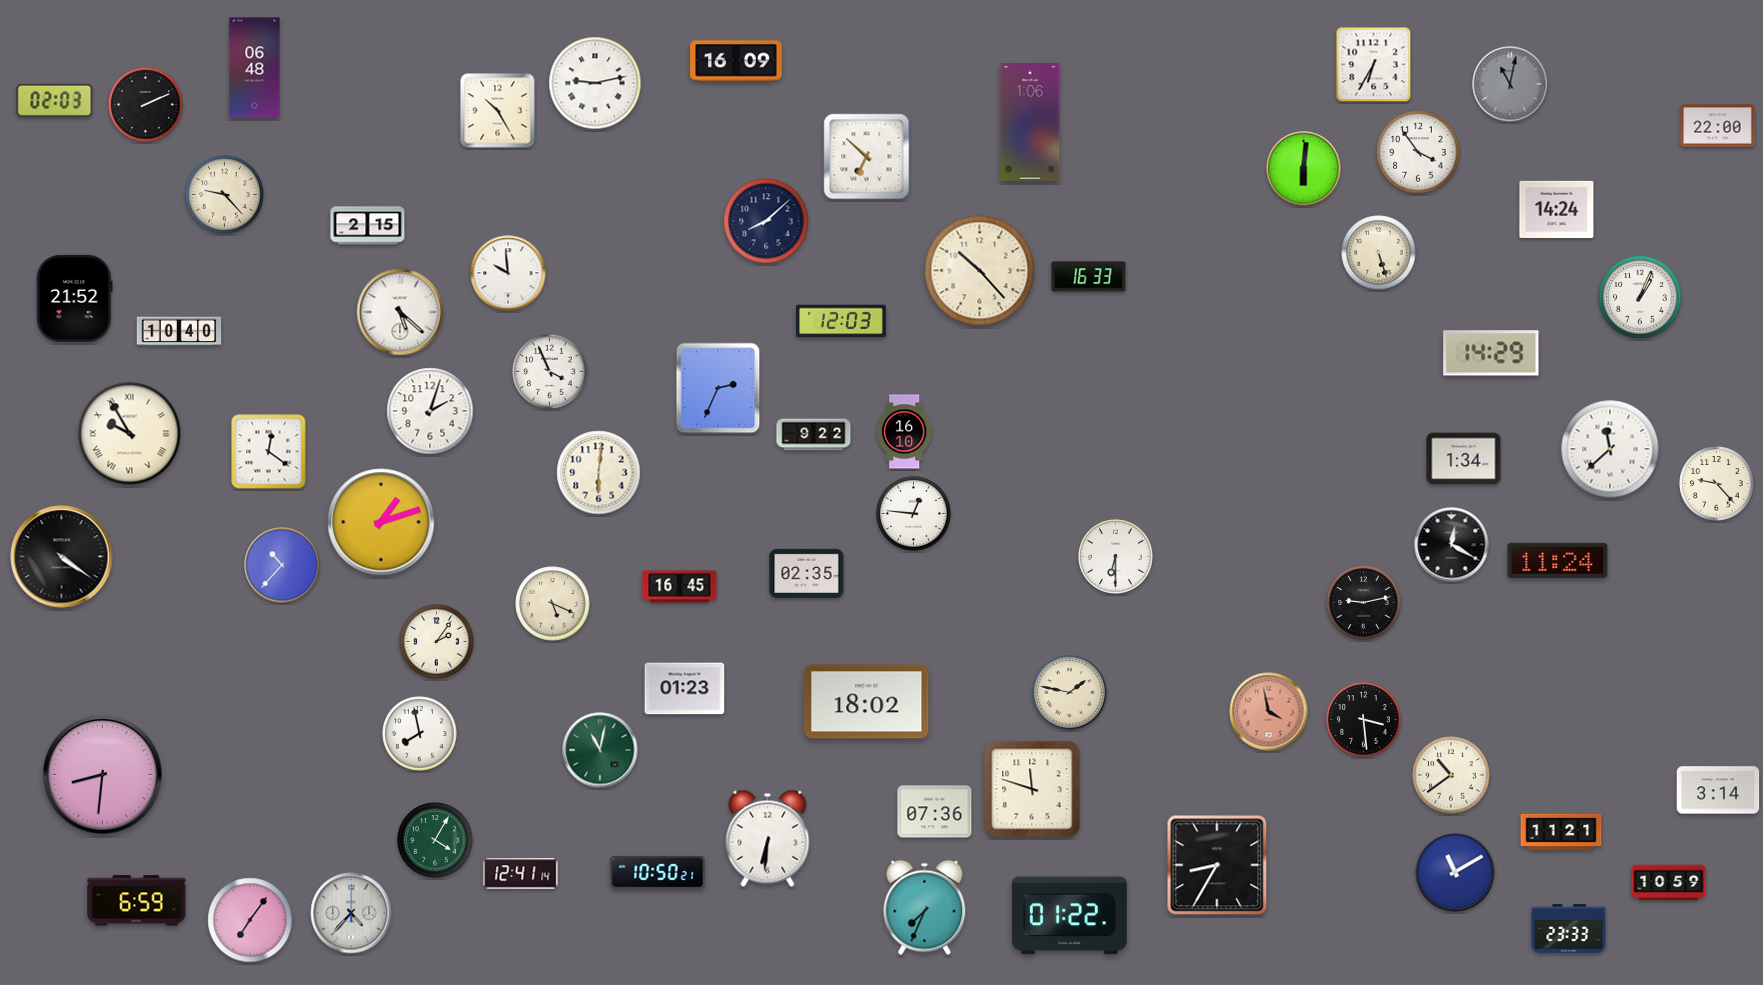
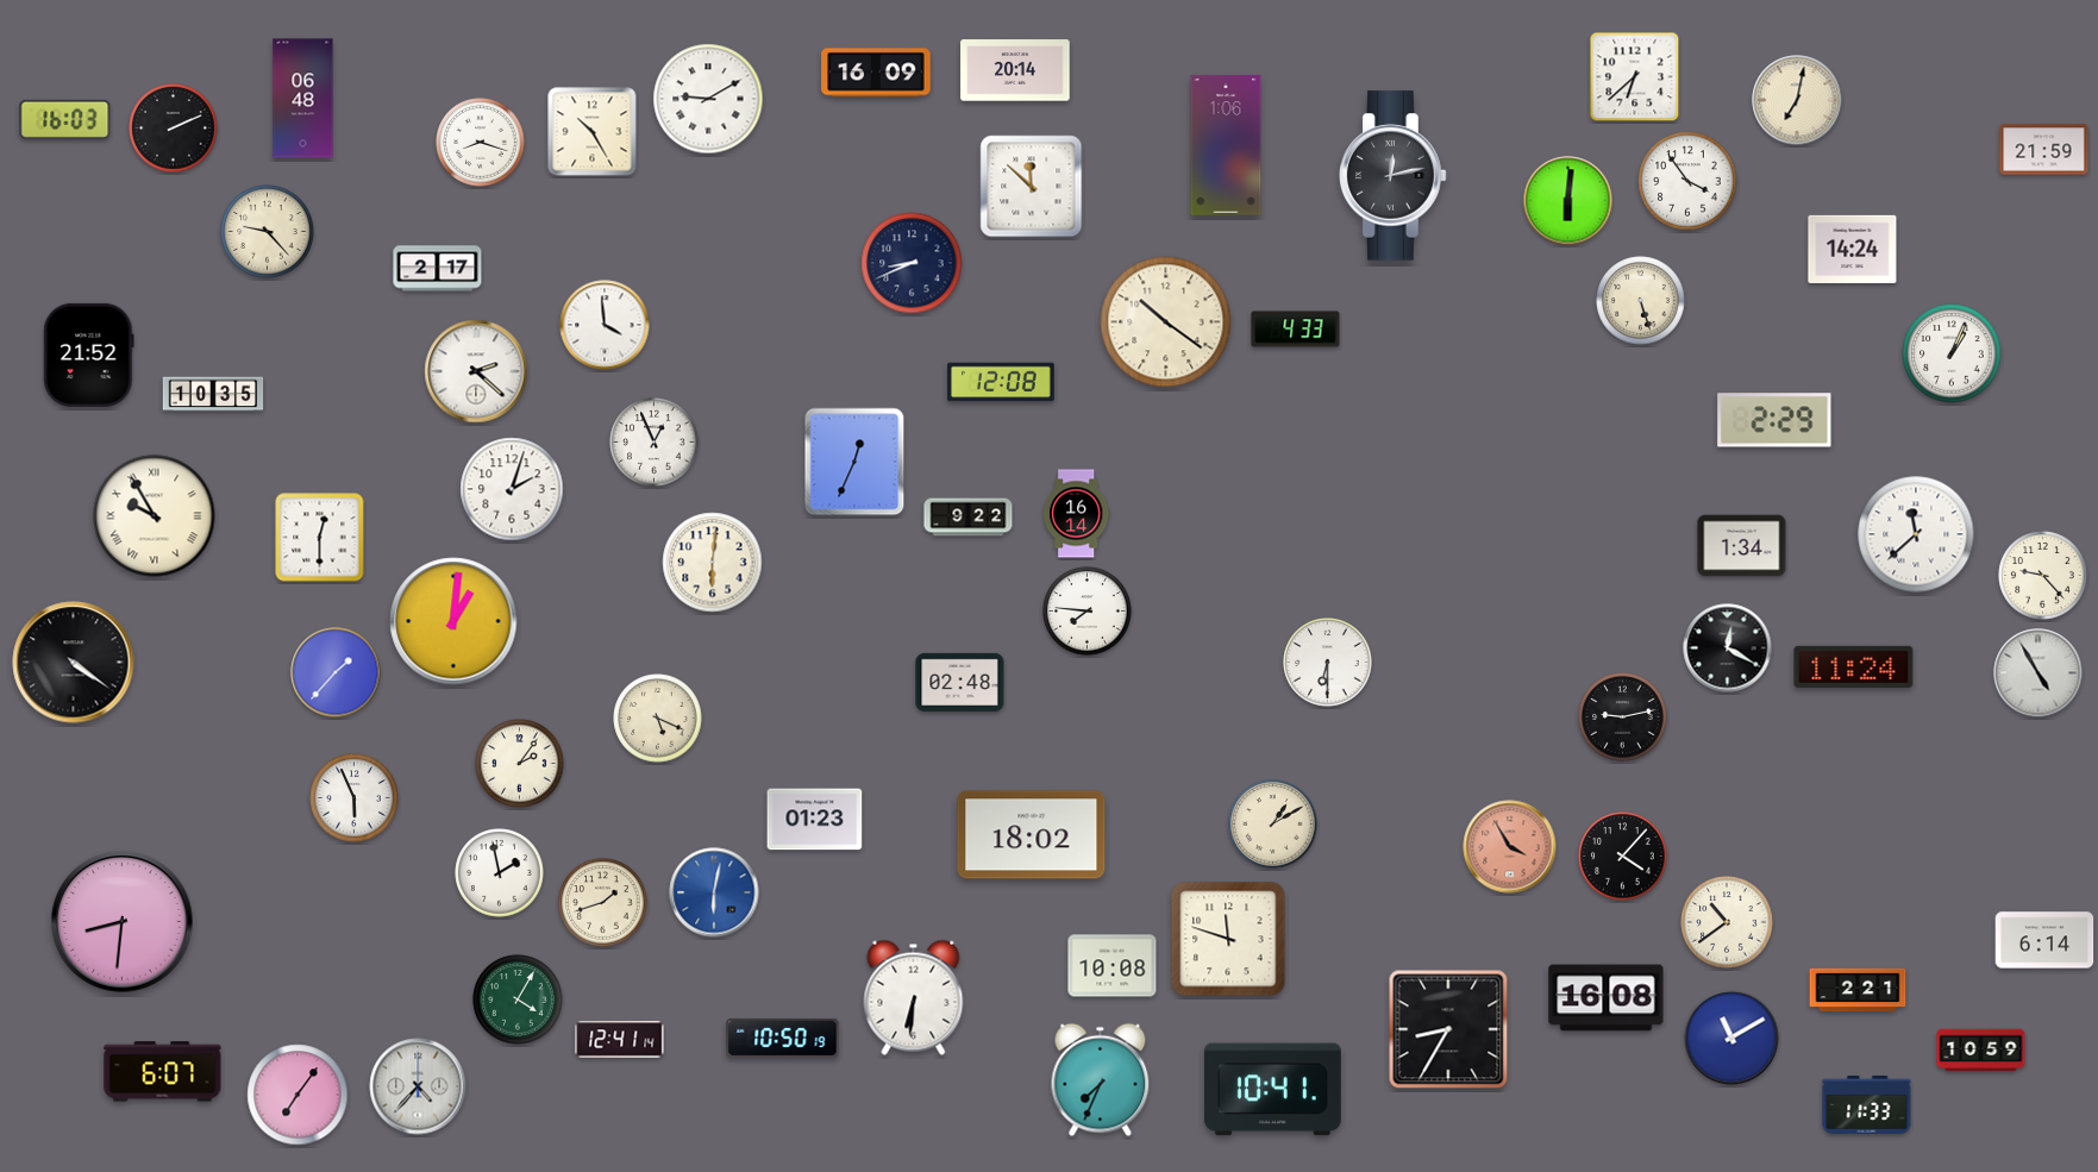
clock at (1015, 70): none -> 20:14
clock at (1374, 65): 6:35 -> 6:38
clock at (255, 68) position: (255, 68) -> (303, 99)
clock at (595, 83): 9:13 -> 9:10
clock at (1510, 84): 11:02 -> 7:02
clock at (1510, 84) dial: grey -> cream
clock at (55, 100): 02:03 -> 16:03
clock at (146, 105) position: (146, 105) -> (174, 129)
clock at (481, 143): none -> 8:18
clock at (1718, 126): 22:00 -> 21:59
clock at (1394, 176): none -> 12:13
clock at (867, 157): 6:52 -> 11:52
clock at (1304, 169) position: (1304, 169) -> (1568, 201)
clock at (766, 221): 8:08 -> 8:41
clock at (368, 226): 2:15 -> 2:17
clock at (980, 271): 10:23 -> 10:21
clock at (508, 273): 9:59 -> 3:59
clock at (1089, 277): 16:33 -> 4:33
clock at (400, 312): 5:22 -> 2:22
clock at (841, 321): 12:03 -> 12:08
clock at (179, 331): 10:40 -> 10:35
clock at (1491, 353): 14:29 -> 2:29
clock at (550, 372): 3:56 -> 12:56
clock at (718, 388): 2:34 -> 12:34
clock at (904, 432): 16:10 -> 16:14
clock at (269, 452): 12:21 -> 12:30
clock at (914, 514): 12:46 -> 7:46
clock at (381, 522): 1:12 -> 1:01
clock at (282, 565): 10:37 -> 1:37
clock at (2038, 673): none -> 4:55
clock at (807, 573): 02:35 -> 02:48
clock at (680, 587): 16:45 -> none
clock at (355, 798): none -> 5:56
clock at (1070, 693): 1:47 -> 1:10
clock at (1269, 712): 3:58 -> 3:55
clock at (1364, 720): 3:29 -> 4:07
clock at (420, 734): 7:58 -> 1:58
clock at (600, 750): 11:02 -> 6:02
clock at (600, 750) dial: green -> blue
clock at (603, 903): none -> 1:42
clock at (1718, 790): 3:14 -> 6:14
clock at (935, 812): 07:36 -> 10:08
clock at (1561, 832): 11:21 -> 2:21
clock at (1607, 998): none -> 16:08
clock at (658, 872): 10:50:21 -> 10:50:19
clock at (1669, 883) position: (1669, 883) -> (1981, 1051)
clock at (137, 901): 6:59 -> 6:07
clock at (1069, 916): 01:22 -> 10:41
clock at (1569, 928): 23:33 -> 11:33
